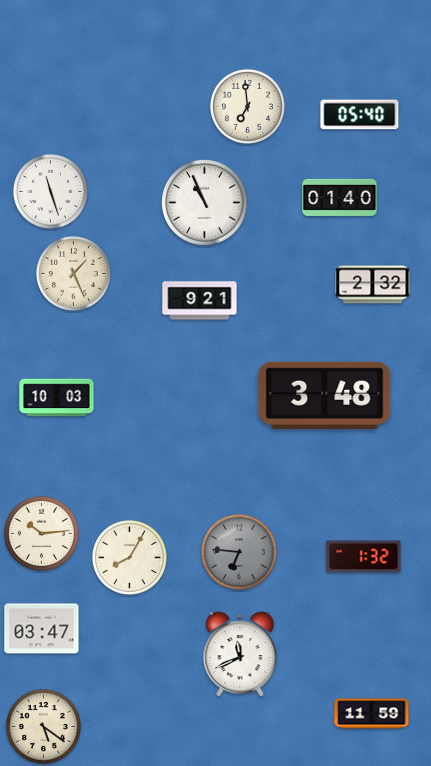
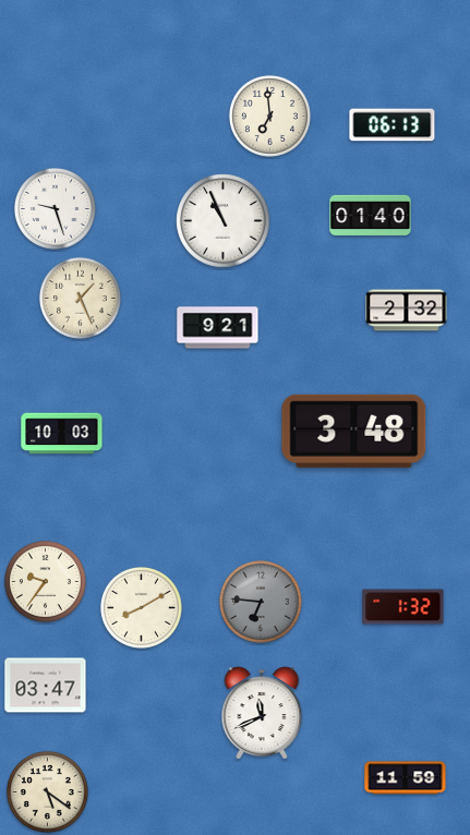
clock at (360, 115): 05:40 -> 06:13
clock at (50, 191): 11:27 -> 9:27
clock at (41, 533): 10:14 -> 9:36
clock at (129, 557): 8:05 -> 8:10
clock at (364, 557) position: (364, 557) -> (403, 607)
